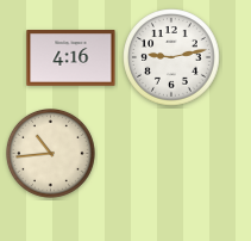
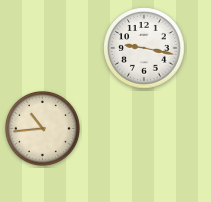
clock at (171, 57): 9:13 -> 9:17
clock at (71, 58): 4:16 -> none
